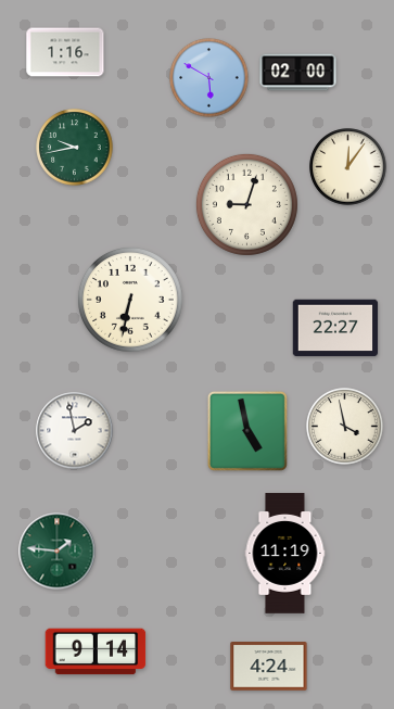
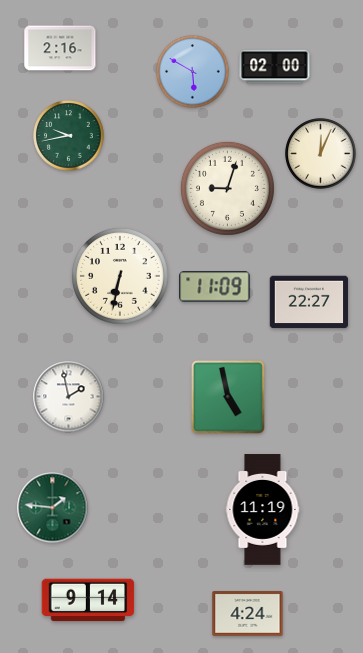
clock at (65, 52): 1:16 -> 2:16
clock at (348, 167): 12:06 -> 12:04
clock at (215, 287): none -> 11:09
clock at (345, 427): 3:58 -> none
